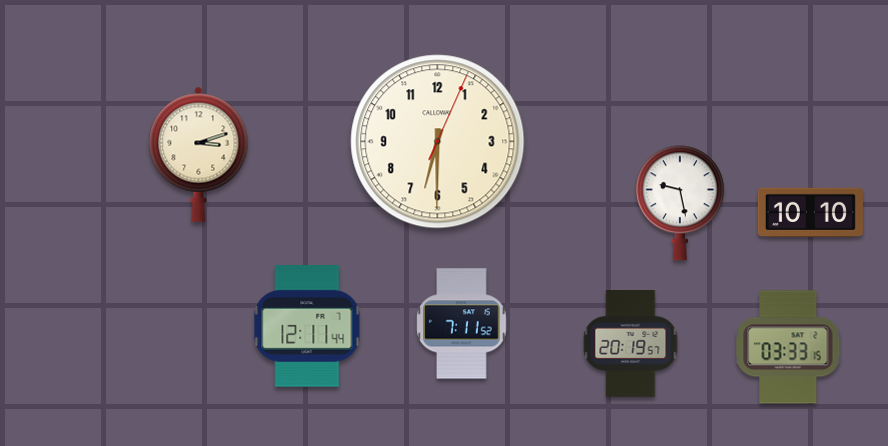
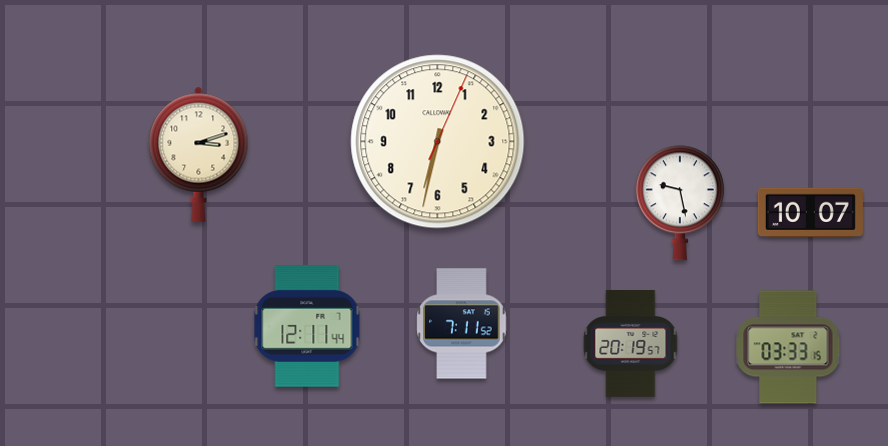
clock at (438, 142): 6:30 -> 6:32
clock at (810, 213): 10:10 -> 10:07
